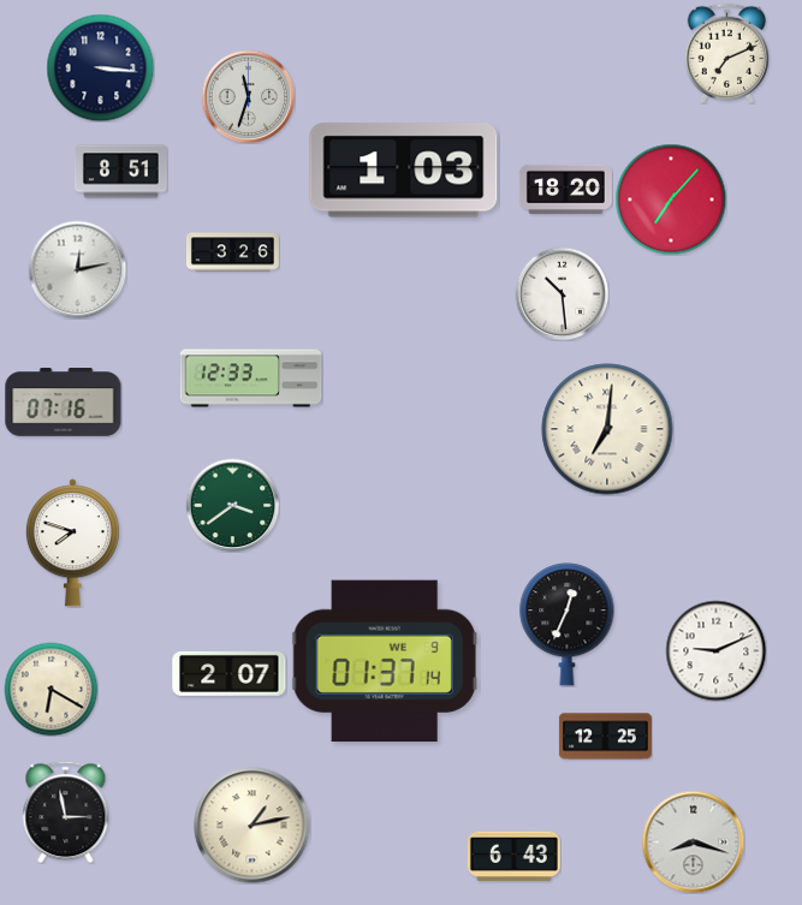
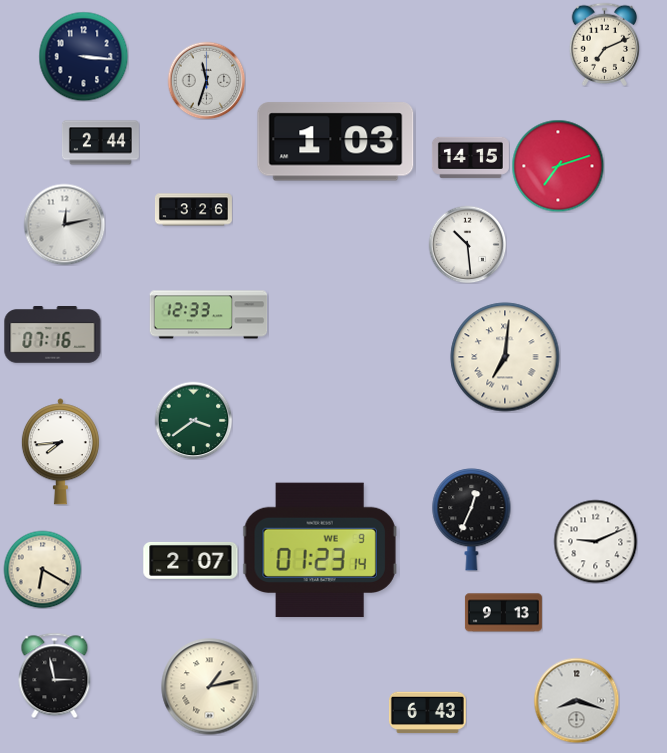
clock at (120, 172): 8:51 -> 2:44
clock at (565, 189): 18:20 -> 14:15
clock at (671, 200): 7:07 -> 7:12
clock at (72, 543): 7:48 -> 7:44
clock at (385, 661): 01:37 -> 01:23
clock at (51, 689) position: (51, 689) -> (42, 569)
clock at (605, 737): 12:25 -> 9:13
